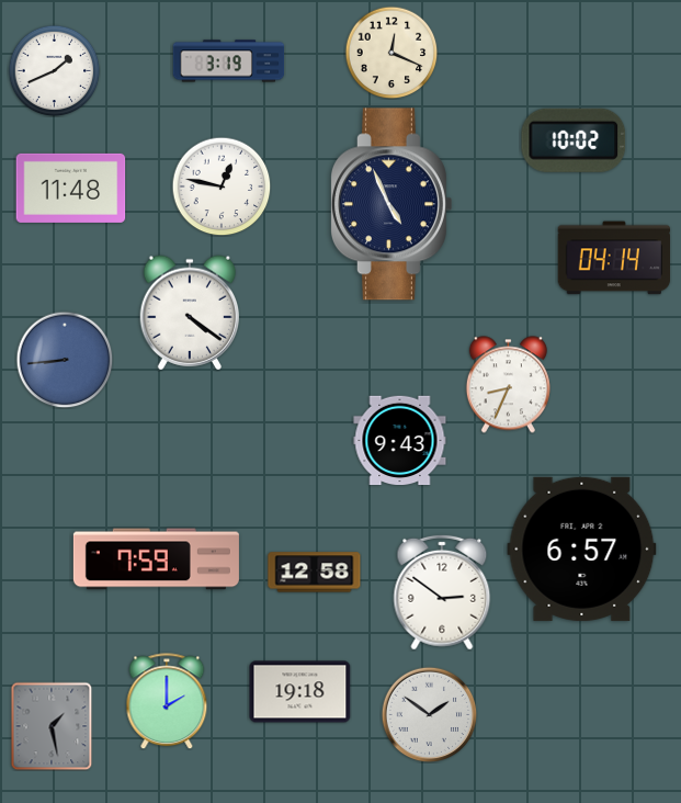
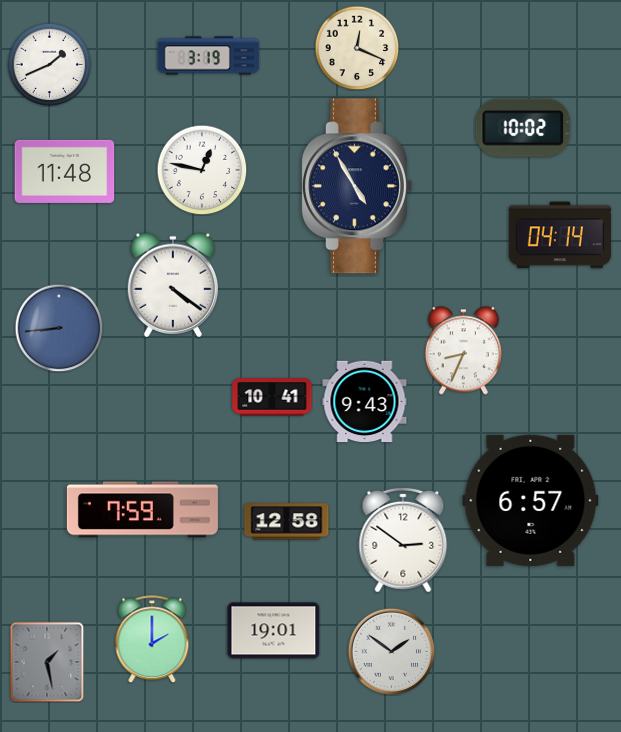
clock at (390, 204): 4:56 -> 4:55
clock at (272, 397): none -> 10:41
clock at (300, 692): 19:18 -> 19:01
